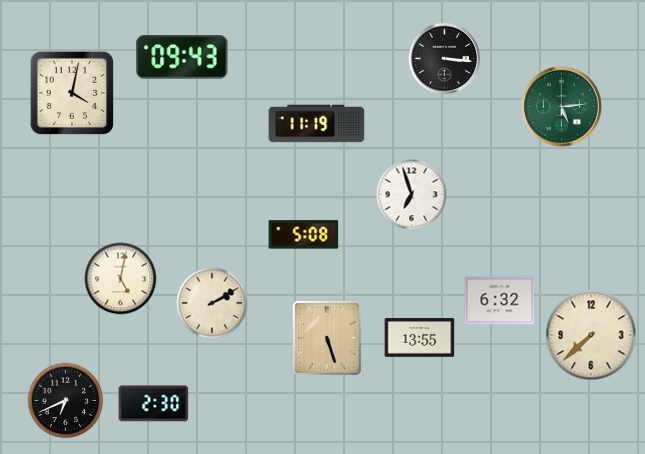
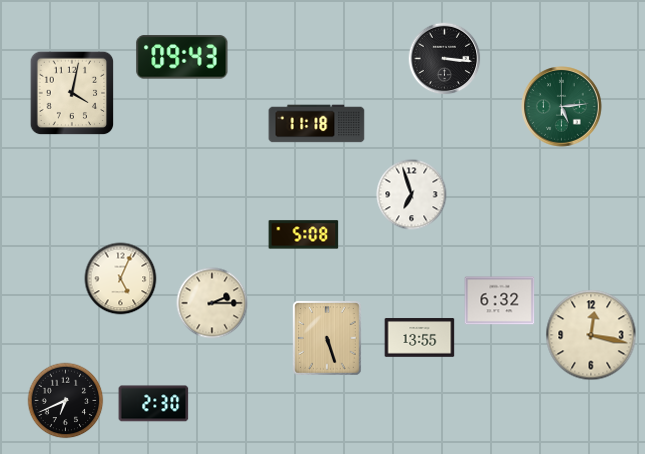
clock at (317, 124): 11:19 -> 11:18
clock at (121, 279): 5:02 -> 5:04
clock at (212, 303): 2:10 -> 2:15
clock at (591, 335): 7:38 -> 12:17
